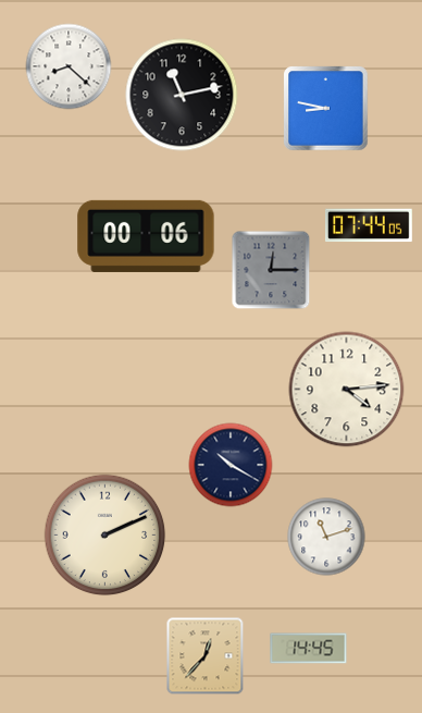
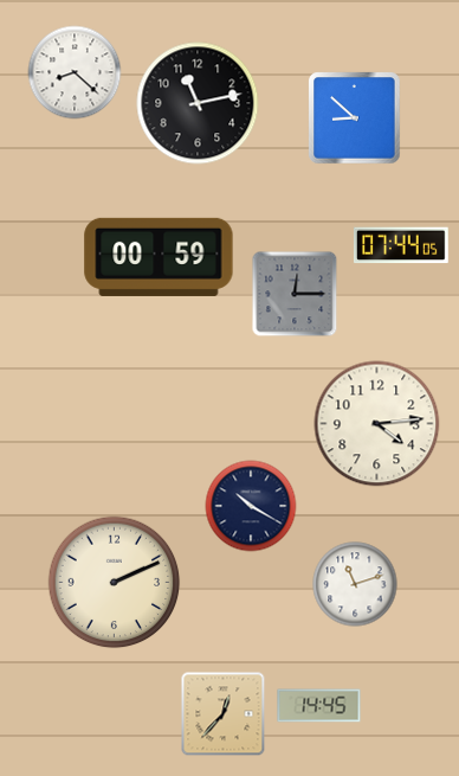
clock at (326, 109): 8:47 -> 8:52
clock at (146, 236): 00:06 -> 00:59
clock at (309, 649) position: (309, 649) -> (319, 706)
